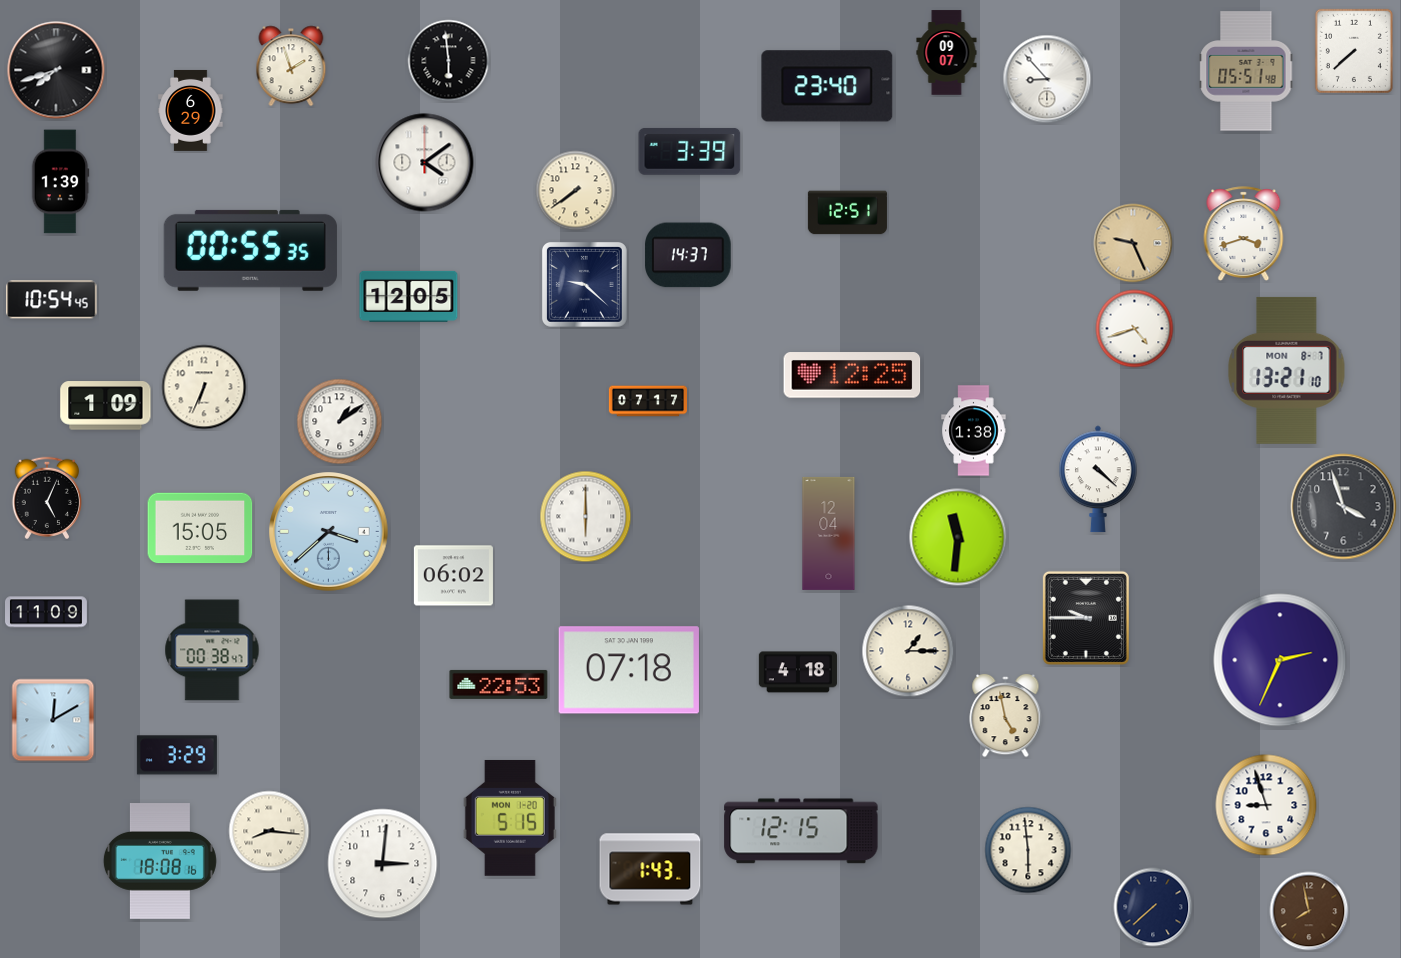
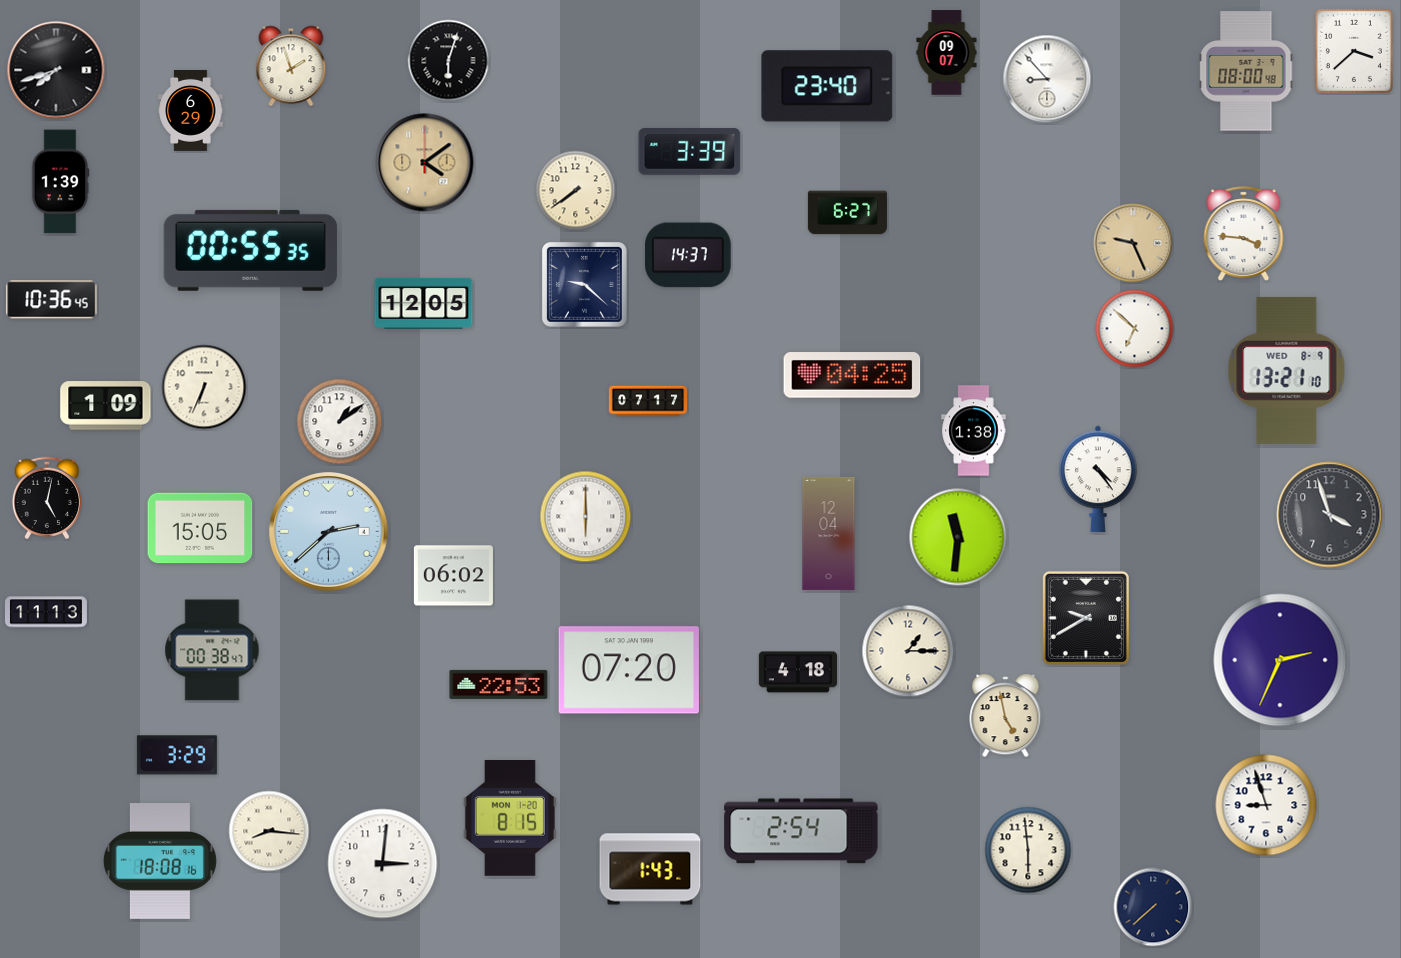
clock at (1354, 51): 7:38 -> 3:38
clock at (449, 61): 5:59 -> 6:03
clock at (1246, 71): 05:51 -> 08:00
clock at (425, 163) dial: white -> champagne
clock at (847, 213): 12:51 -> 6:27
clock at (1244, 233): 3:42 -> 3:46
clock at (409, 296) position: (409, 296) -> (424, 303)
clock at (52, 300): 10:54 -> 10:36
clock at (1135, 329): 4:42 -> 6:52
clock at (1287, 370) date: MON 8-7 -> WED 8-9
clock at (852, 375): 12:25 -> 04:25
clock at (1098, 479): 4:22 -> 4:24
clock at (46, 497): 5:04 -> 5:02
clock at (1344, 507) position: (1344, 507) -> (1330, 515)
clock at (329, 532): 3:38 -> 2:38
clock at (47, 612): 11:09 -> 11:13
clock at (1086, 618): 9:45 -> 9:40
clock at (629, 670): 07:18 -> 07:20
clock at (53, 720): 12:10 -> none
clock at (510, 818): 5:15 -> 8:15
clock at (801, 831): 12:15 -> 2:54
clock at (1309, 911): 7:58 -> none
